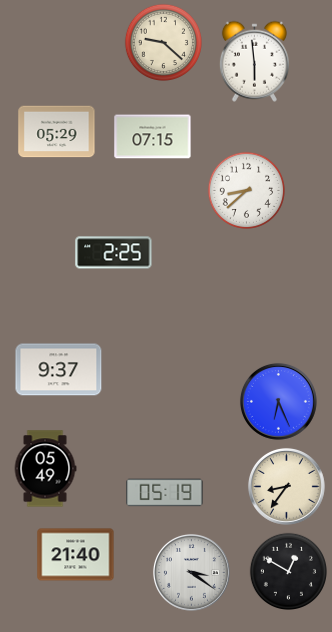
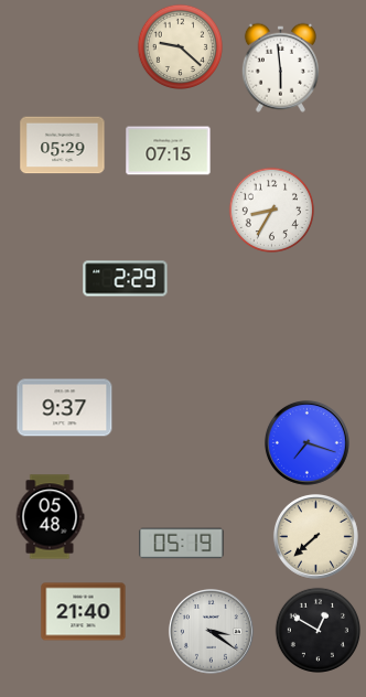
clock at (246, 190): 8:38 -> 8:35
clock at (114, 253): 2:25 -> 2:29
clock at (278, 401): 6:26 -> 7:18
clock at (45, 469): 05:49 -> 05:48
clock at (286, 486): 8:36 -> 7:38
